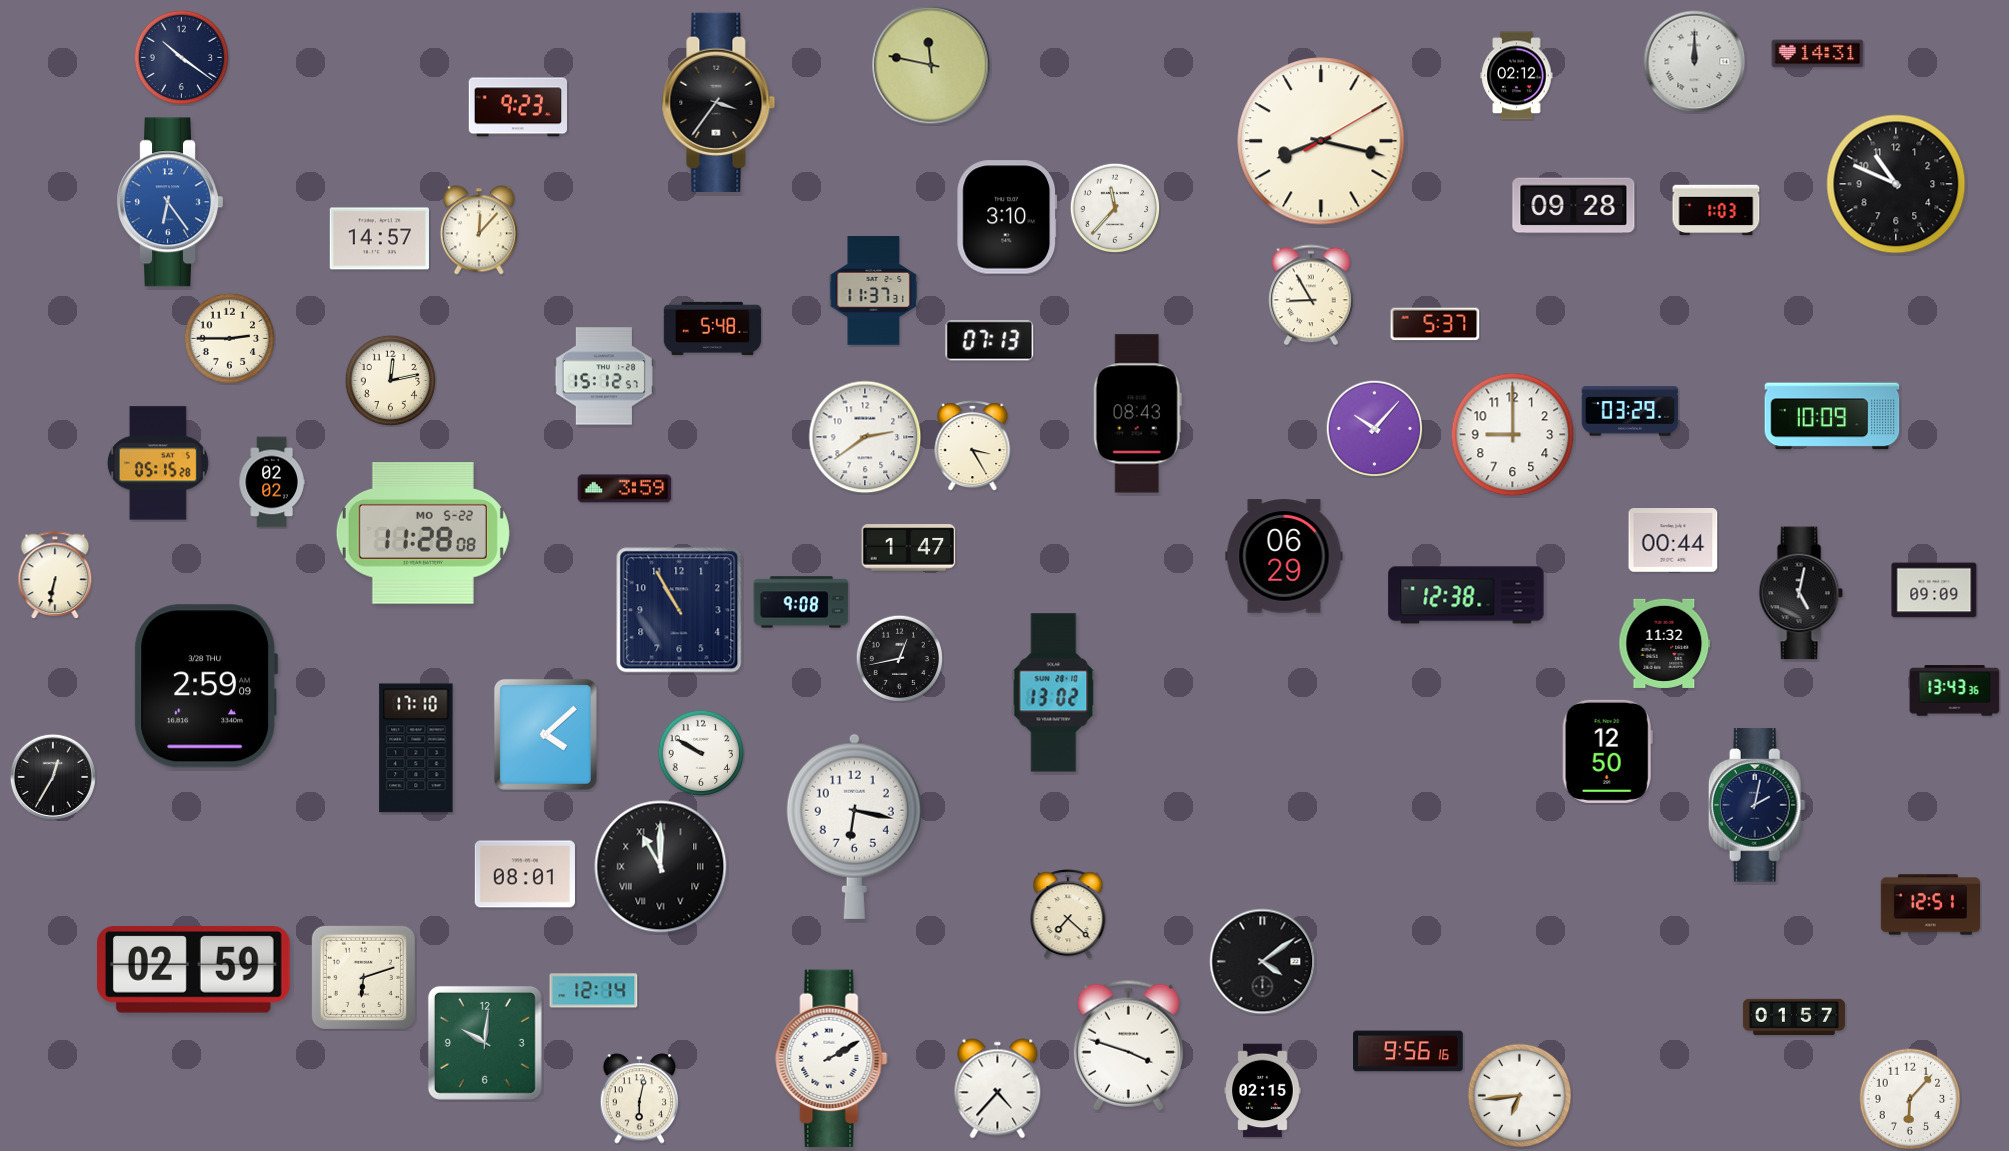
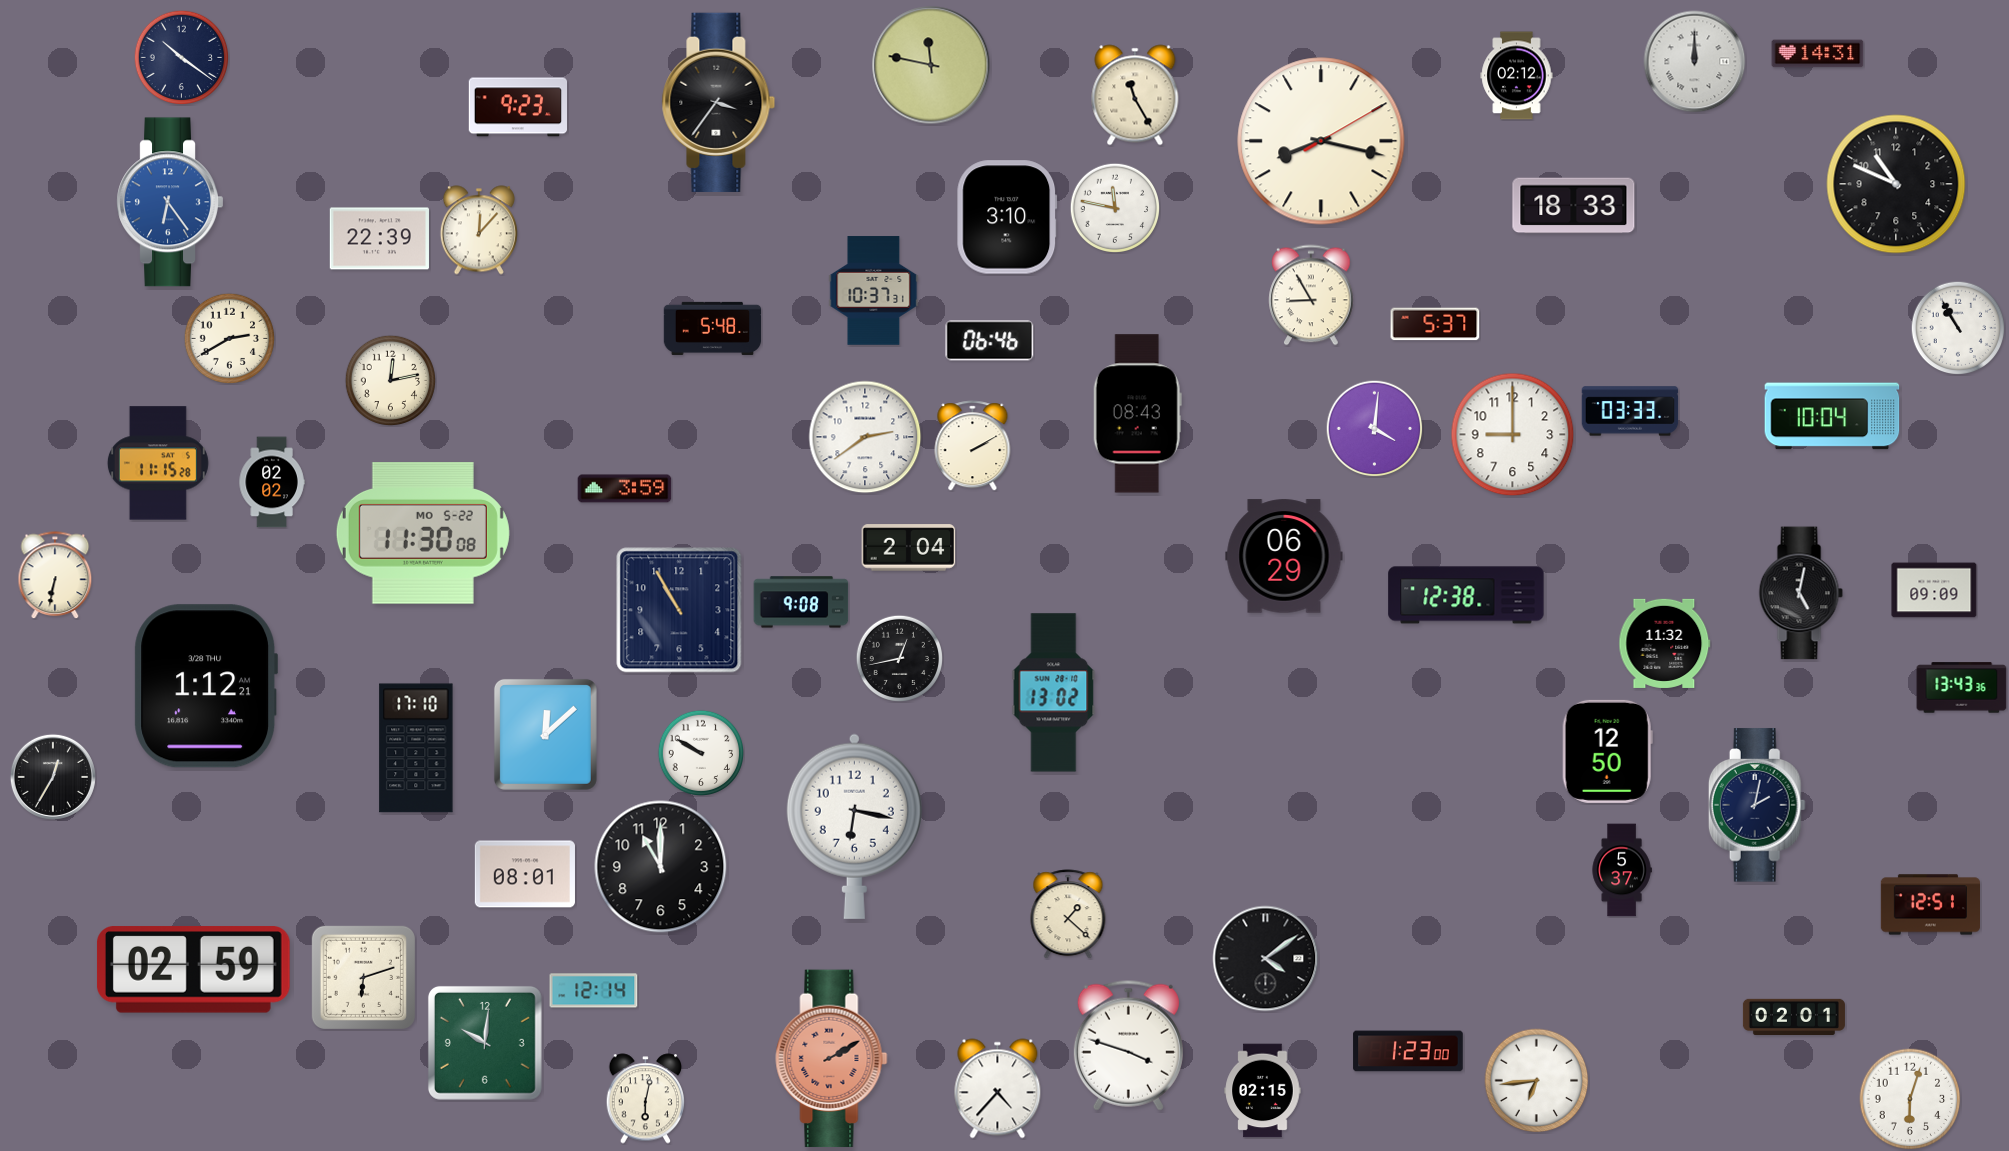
clock at (1135, 95): none -> 11:25
clock at (1574, 206): 09:28 -> 18:33
clock at (1114, 207): 11:37 -> 11:47
clock at (1716, 210): 1:03 -> none
clock at (379, 239): 14:57 -> 22:39
clock at (874, 291): 11:37 -> 10:37
clock at (1958, 328): none -> 10:55
clock at (229, 338): 2:45 -> 2:40
clock at (990, 341): 07:13 -> 06:46
clock at (604, 376): 15:12 -> none
clock at (1630, 411): 03:29 -> 03:33
clock at (1832, 416): 10:09 -> 10:04
clock at (1374, 428): 10:07 -> 4:01
clock at (973, 446): 3:25 -> 2:10
clock at (158, 463): 05:15 -> 11:15
clock at (423, 533): 11:28 -> 11:30
clock at (1673, 541): 00:44 -> none
clock at (909, 548): 1:47 -> 2:04
clock at (205, 686): 2:59 -> 1:12
clock at (1955, 691) position: (1955, 691) -> (1962, 688)
clock at (545, 734): 4:08 -> 12:08
clock at (661, 867) numerals: Roman -> Arabic
clock at (1622, 870): none -> 5:37
clock at (1068, 914): 7:22 -> 1:22
clock at (1263, 962) position: (1263, 962) -> (1266, 959)
clock at (1794, 1016): 01:57 -> 02:01
clock at (1408, 1051): 9:56 -> 1:23
clock at (832, 1059) dial: white -> salmon
clock at (1520, 1096) position: (1520, 1096) -> (1537, 1081)
clock at (640, 1099) position: (640, 1099) -> (646, 1099)
clock at (1910, 1099): 6:07 -> 6:03
